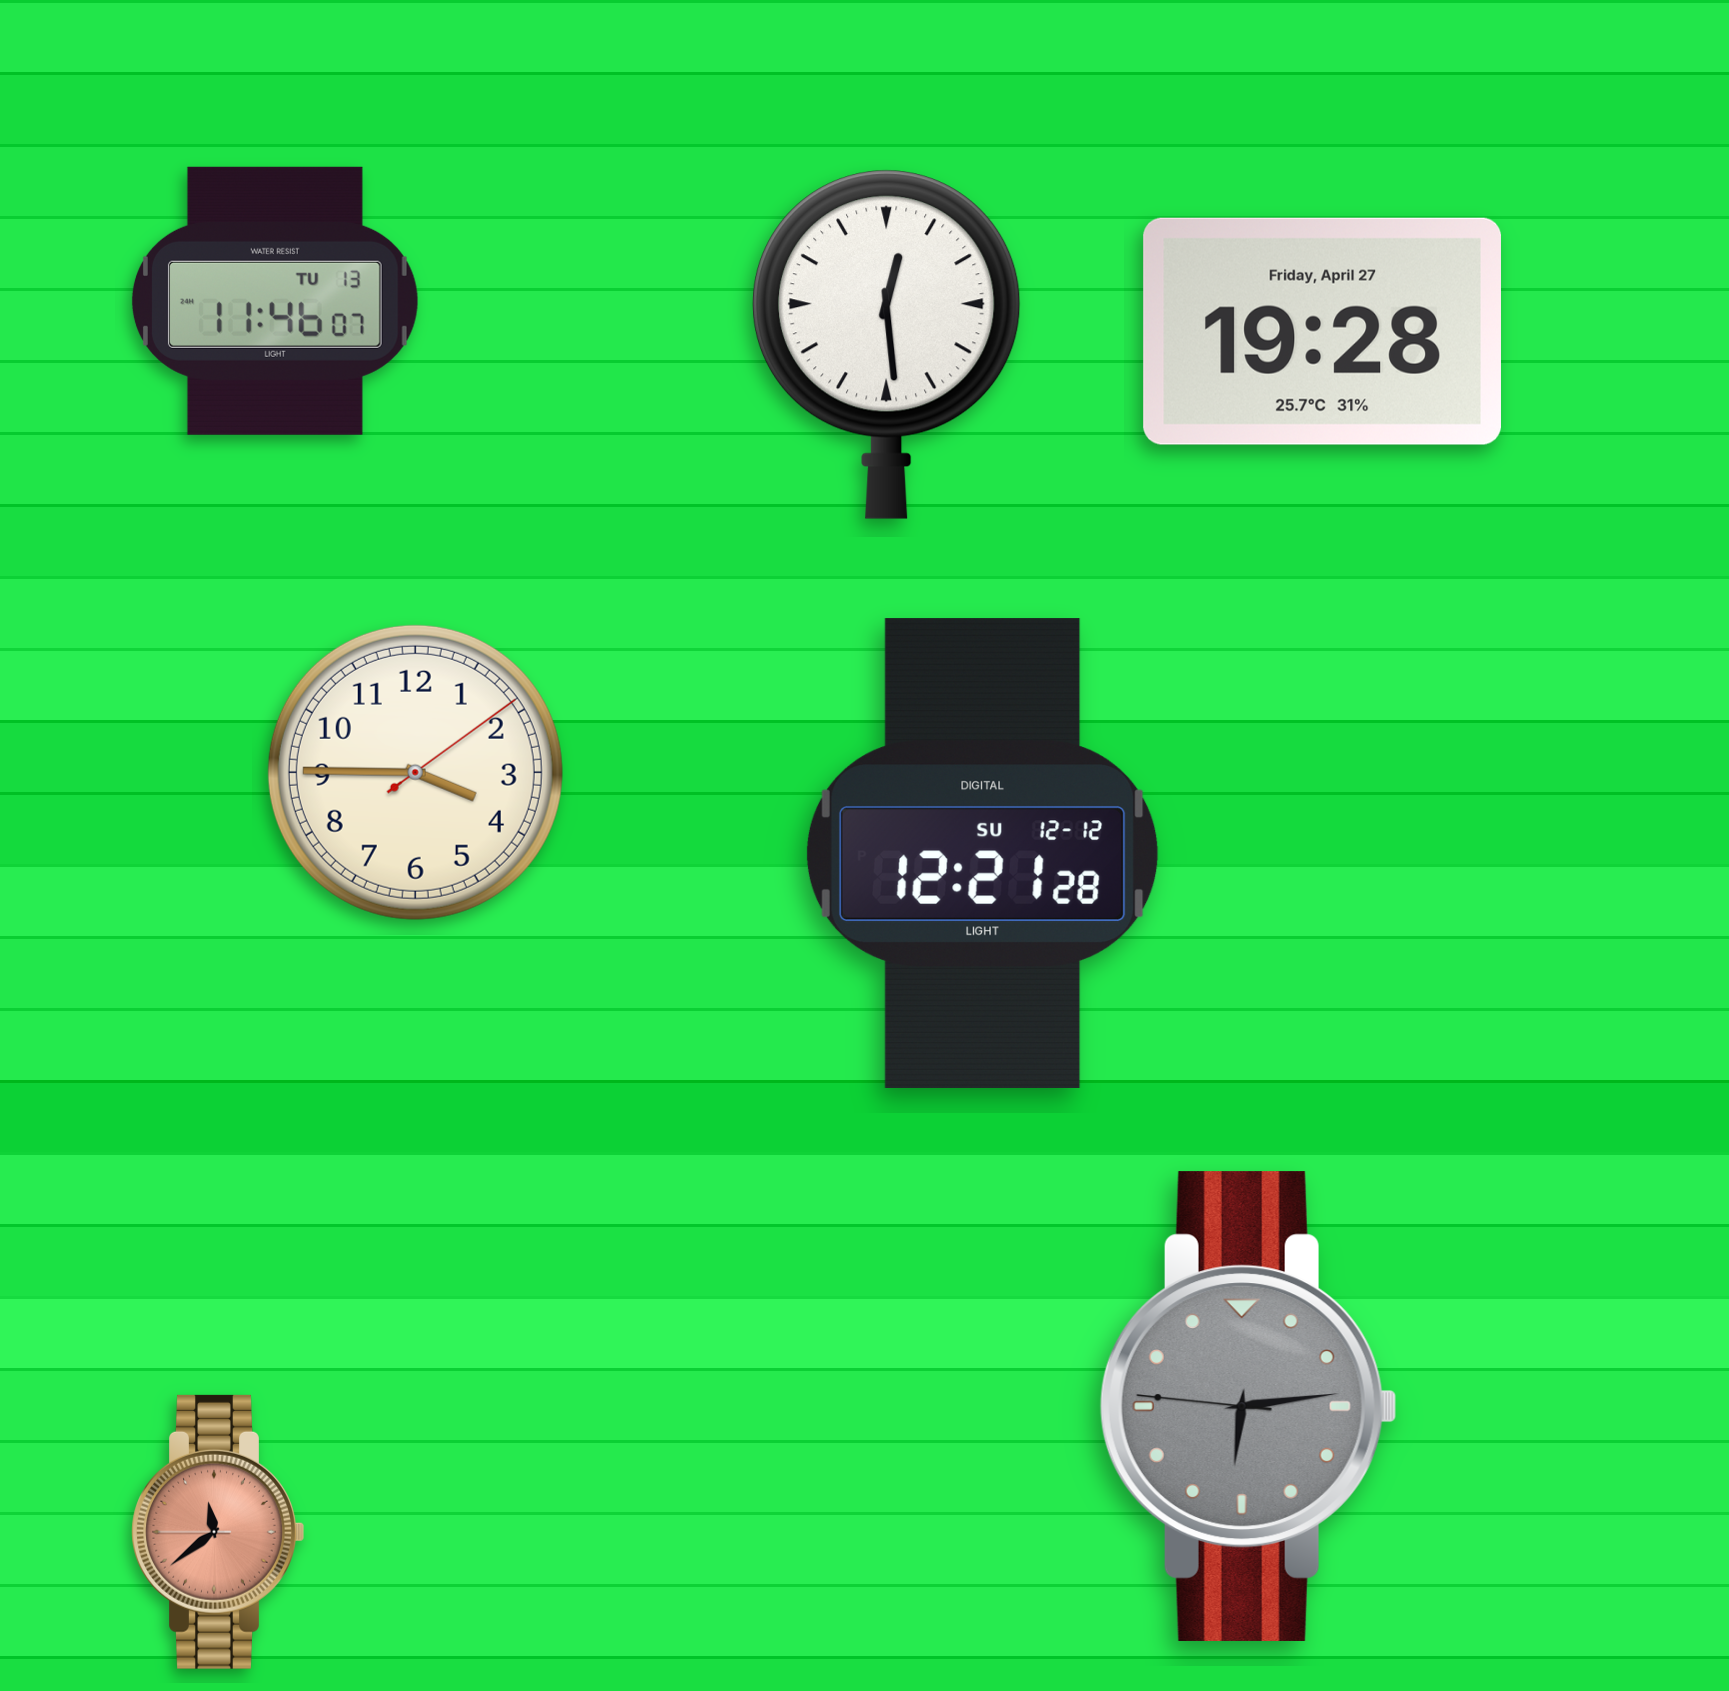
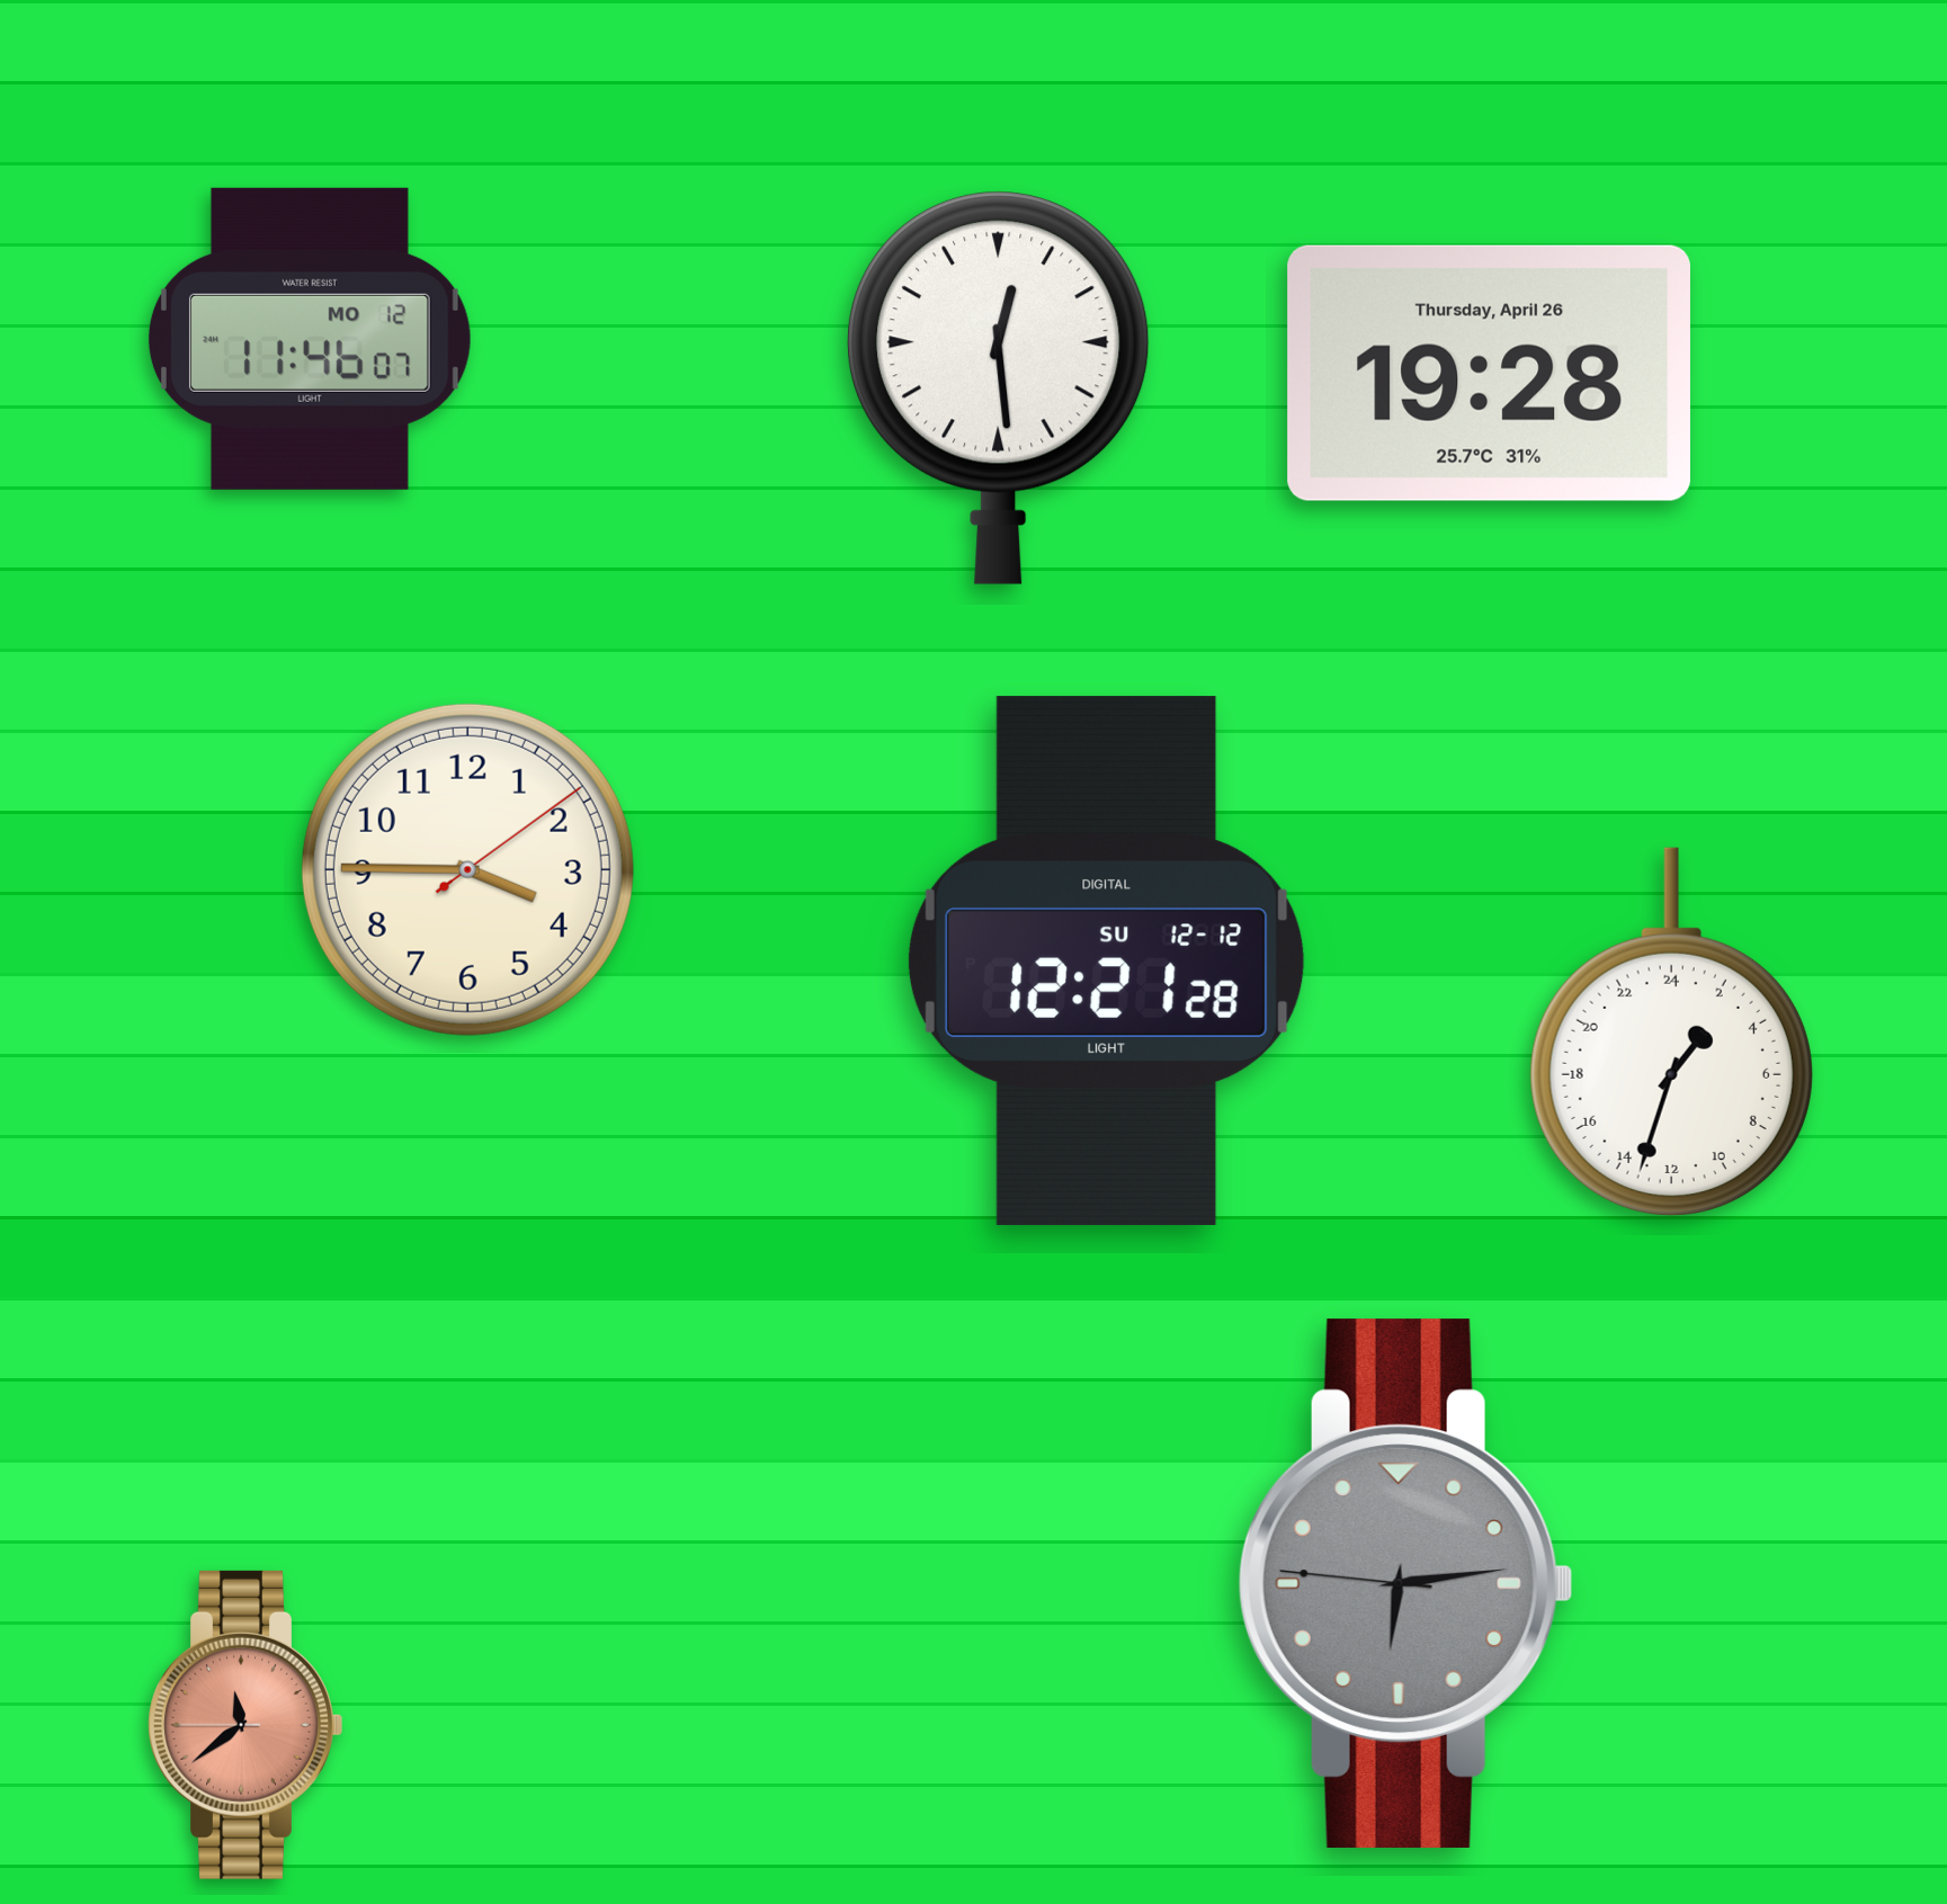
clock at (275, 301) date: TU 13 -> MO 12
clock at (1322, 331) date: Friday, April 27 -> Thursday, April 26
clock at (1671, 1033): none -> 2:33
